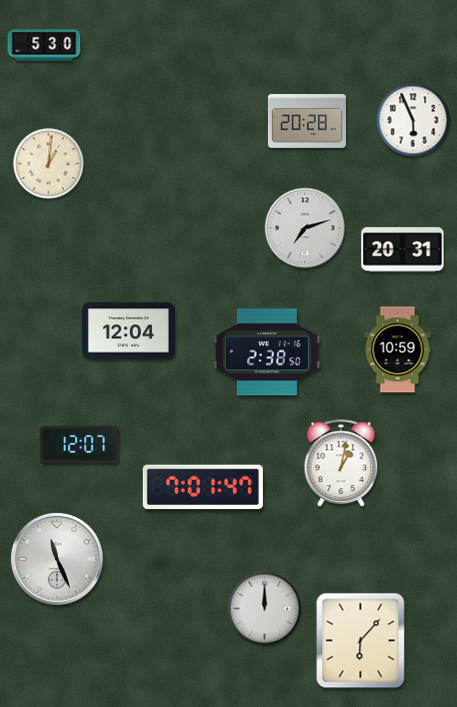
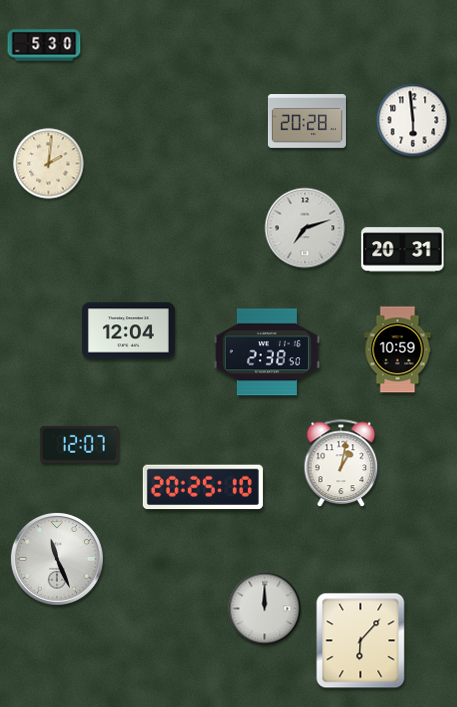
clock at (413, 120): 5:56 -> 5:59
clock at (49, 164): 1:01 -> 2:01
clock at (203, 487): 7:01 -> 20:25
